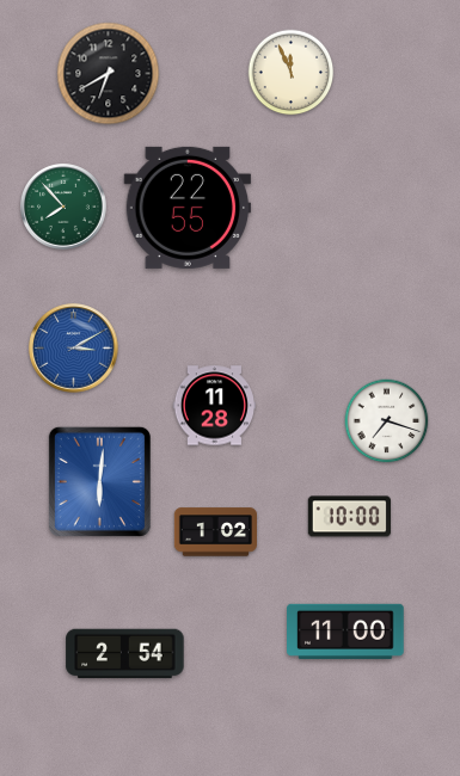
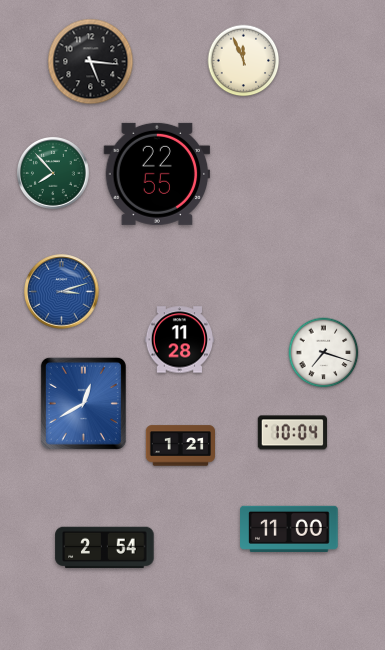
clock at (109, 74): 6:40 -> 5:16
clock at (74, 349): 3:10 -> 3:12
clock at (99, 481): 6:01 -> 12:40
clock at (349, 517): 10:00 -> 10:04
clock at (215, 532): 1:02 -> 1:21
